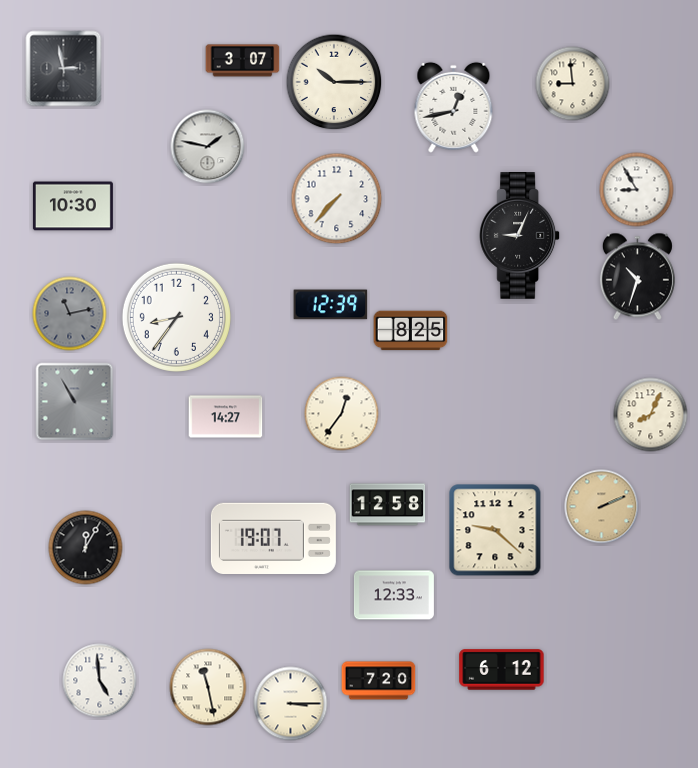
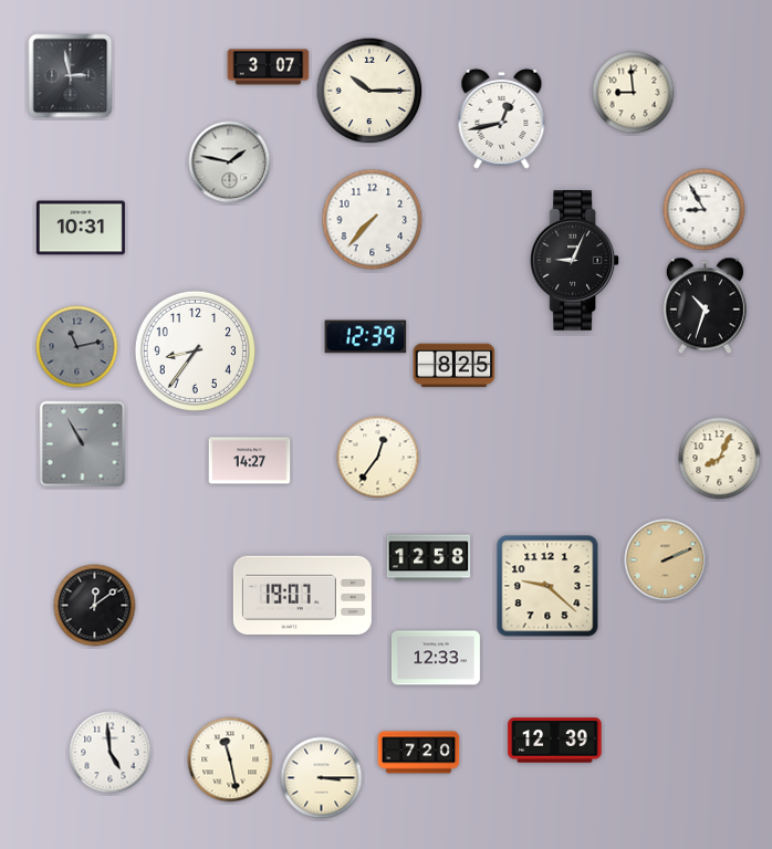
clock at (73, 206): 10:30 -> 10:31
clock at (86, 548): 12:05 -> 12:09
clock at (502, 670): 6:12 -> 12:39
